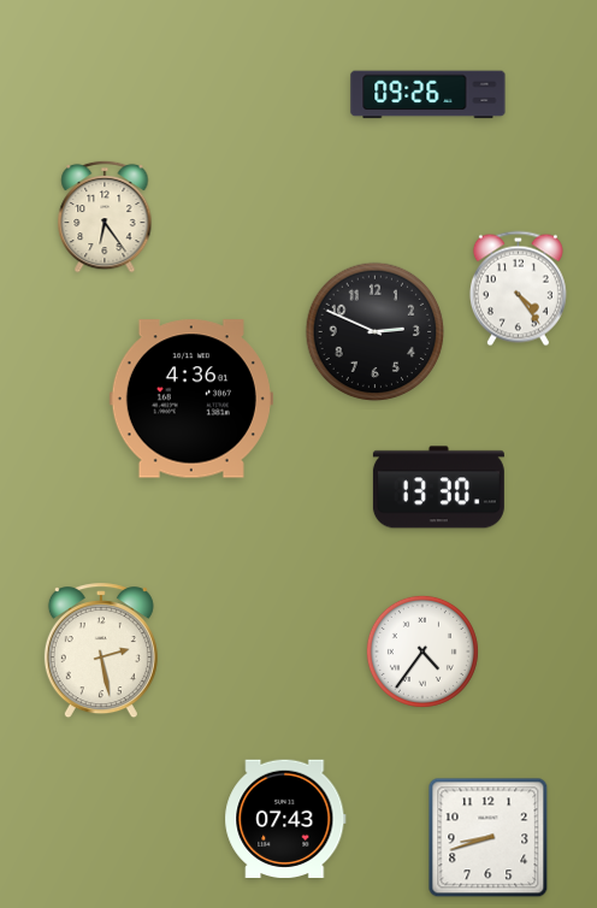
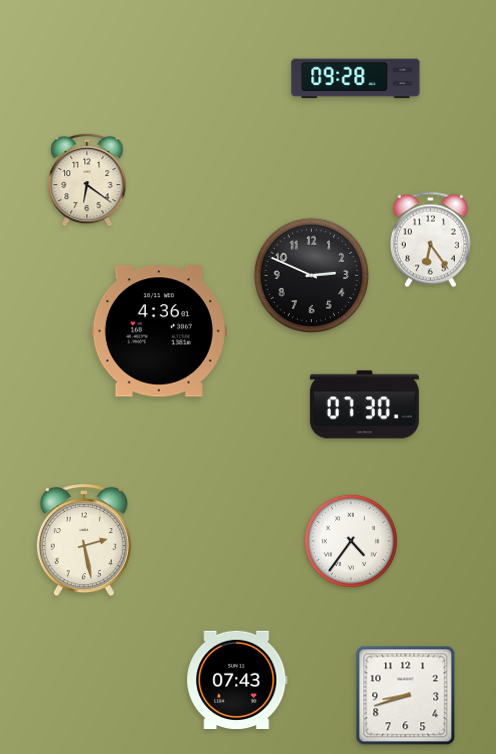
clock at (428, 95): 09:26 -> 09:28
clock at (105, 217): 6:24 -> 6:21
clock at (518, 289): 4:24 -> 6:24
clock at (438, 488): 13:30 -> 07:30
